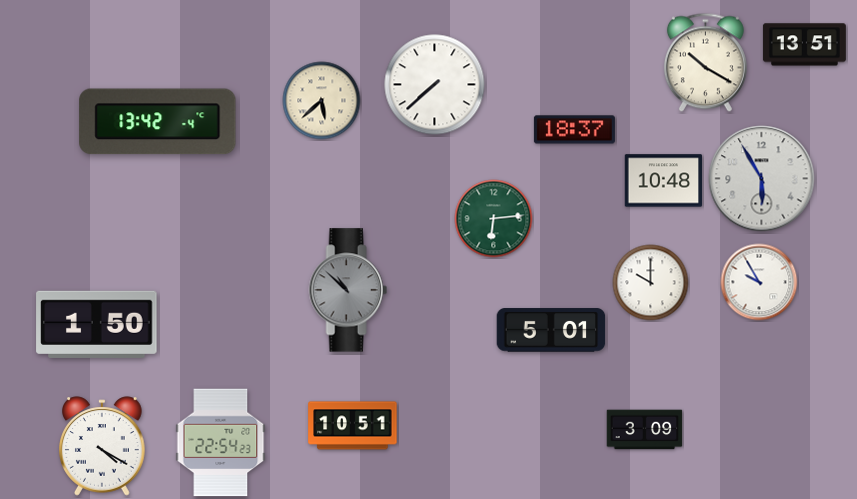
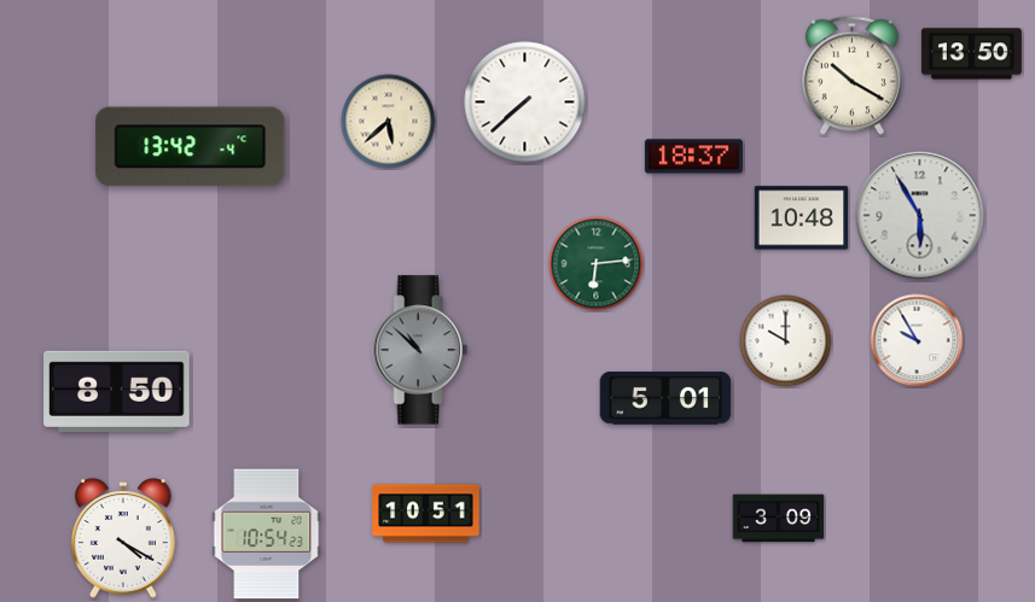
clock at (804, 45): 13:51 -> 13:50
clock at (97, 324): 1:50 -> 8:50
clock at (221, 443): 22:54 -> 10:54
